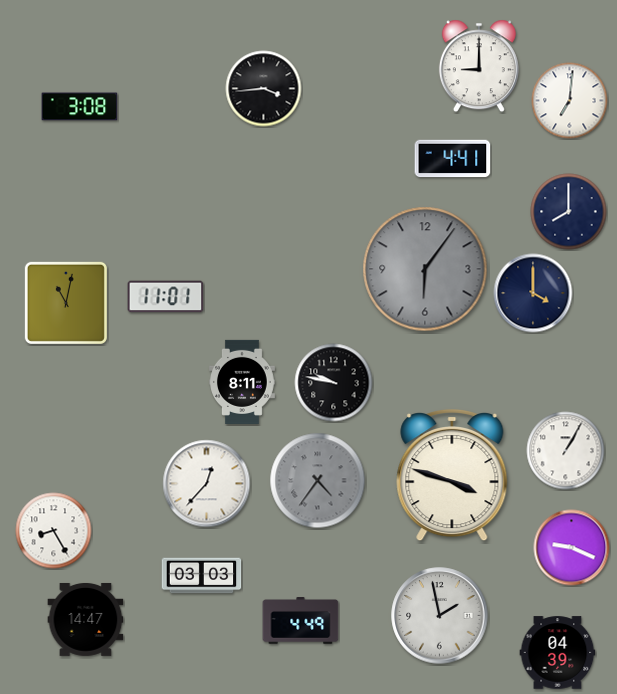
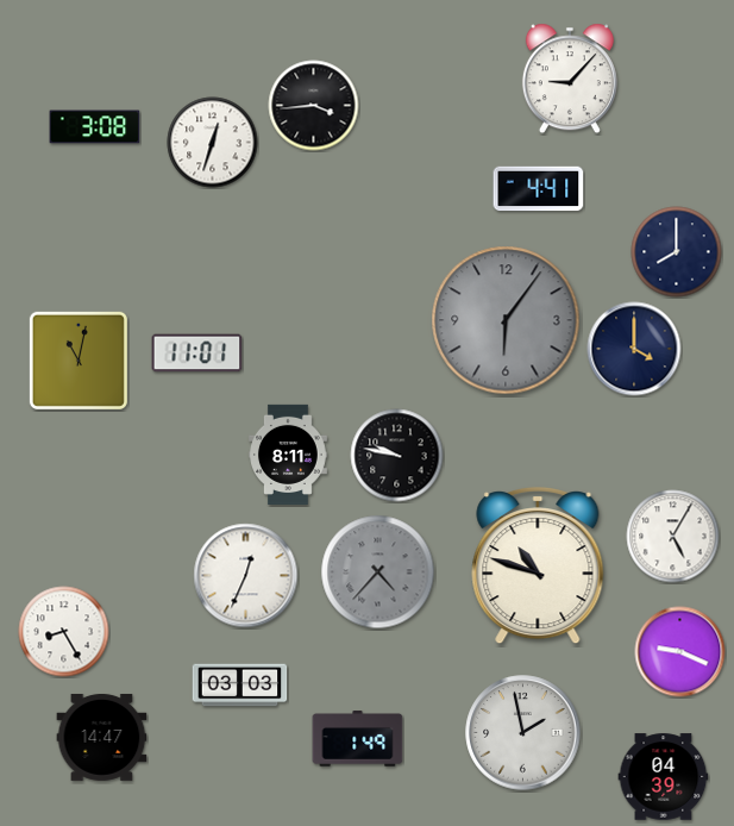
clock at (479, 66): 9:00 -> 9:07
clock at (570, 101): 7:01 -> none
clock at (213, 143): none -> 12:33
clock at (566, 451): 1:05 -> 5:05
clock at (452, 475): 3:48 -> 10:48
clock at (318, 481): 4:36 -> 4:37
clock at (207, 484): 12:37 -> 12:34
clock at (301, 621): 4:49 -> 1:49
